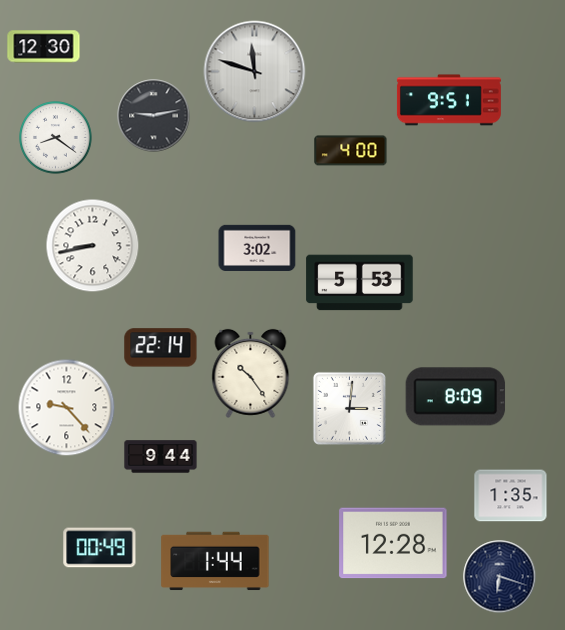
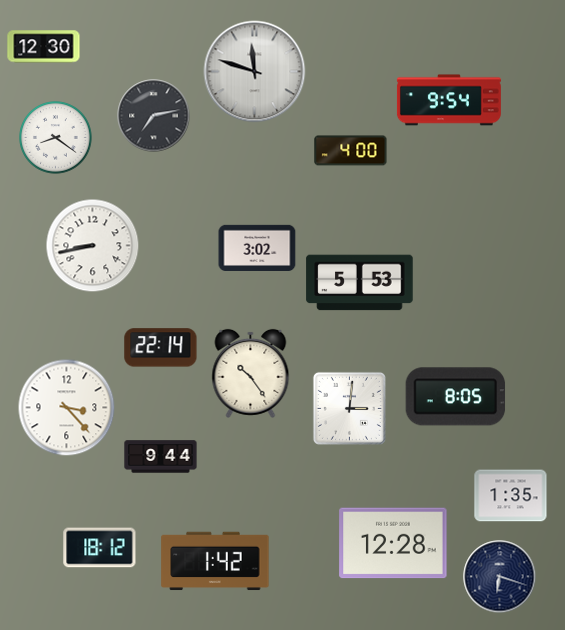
clock at (449, 100): 9:51 -> 9:54
clock at (154, 116): 9:13 -> 7:13
clock at (456, 397): 8:09 -> 8:05
clock at (67, 408): 9:23 -> 3:23
clock at (100, 548): 00:49 -> 18:12
clock at (215, 561): 1:44 -> 1:42
